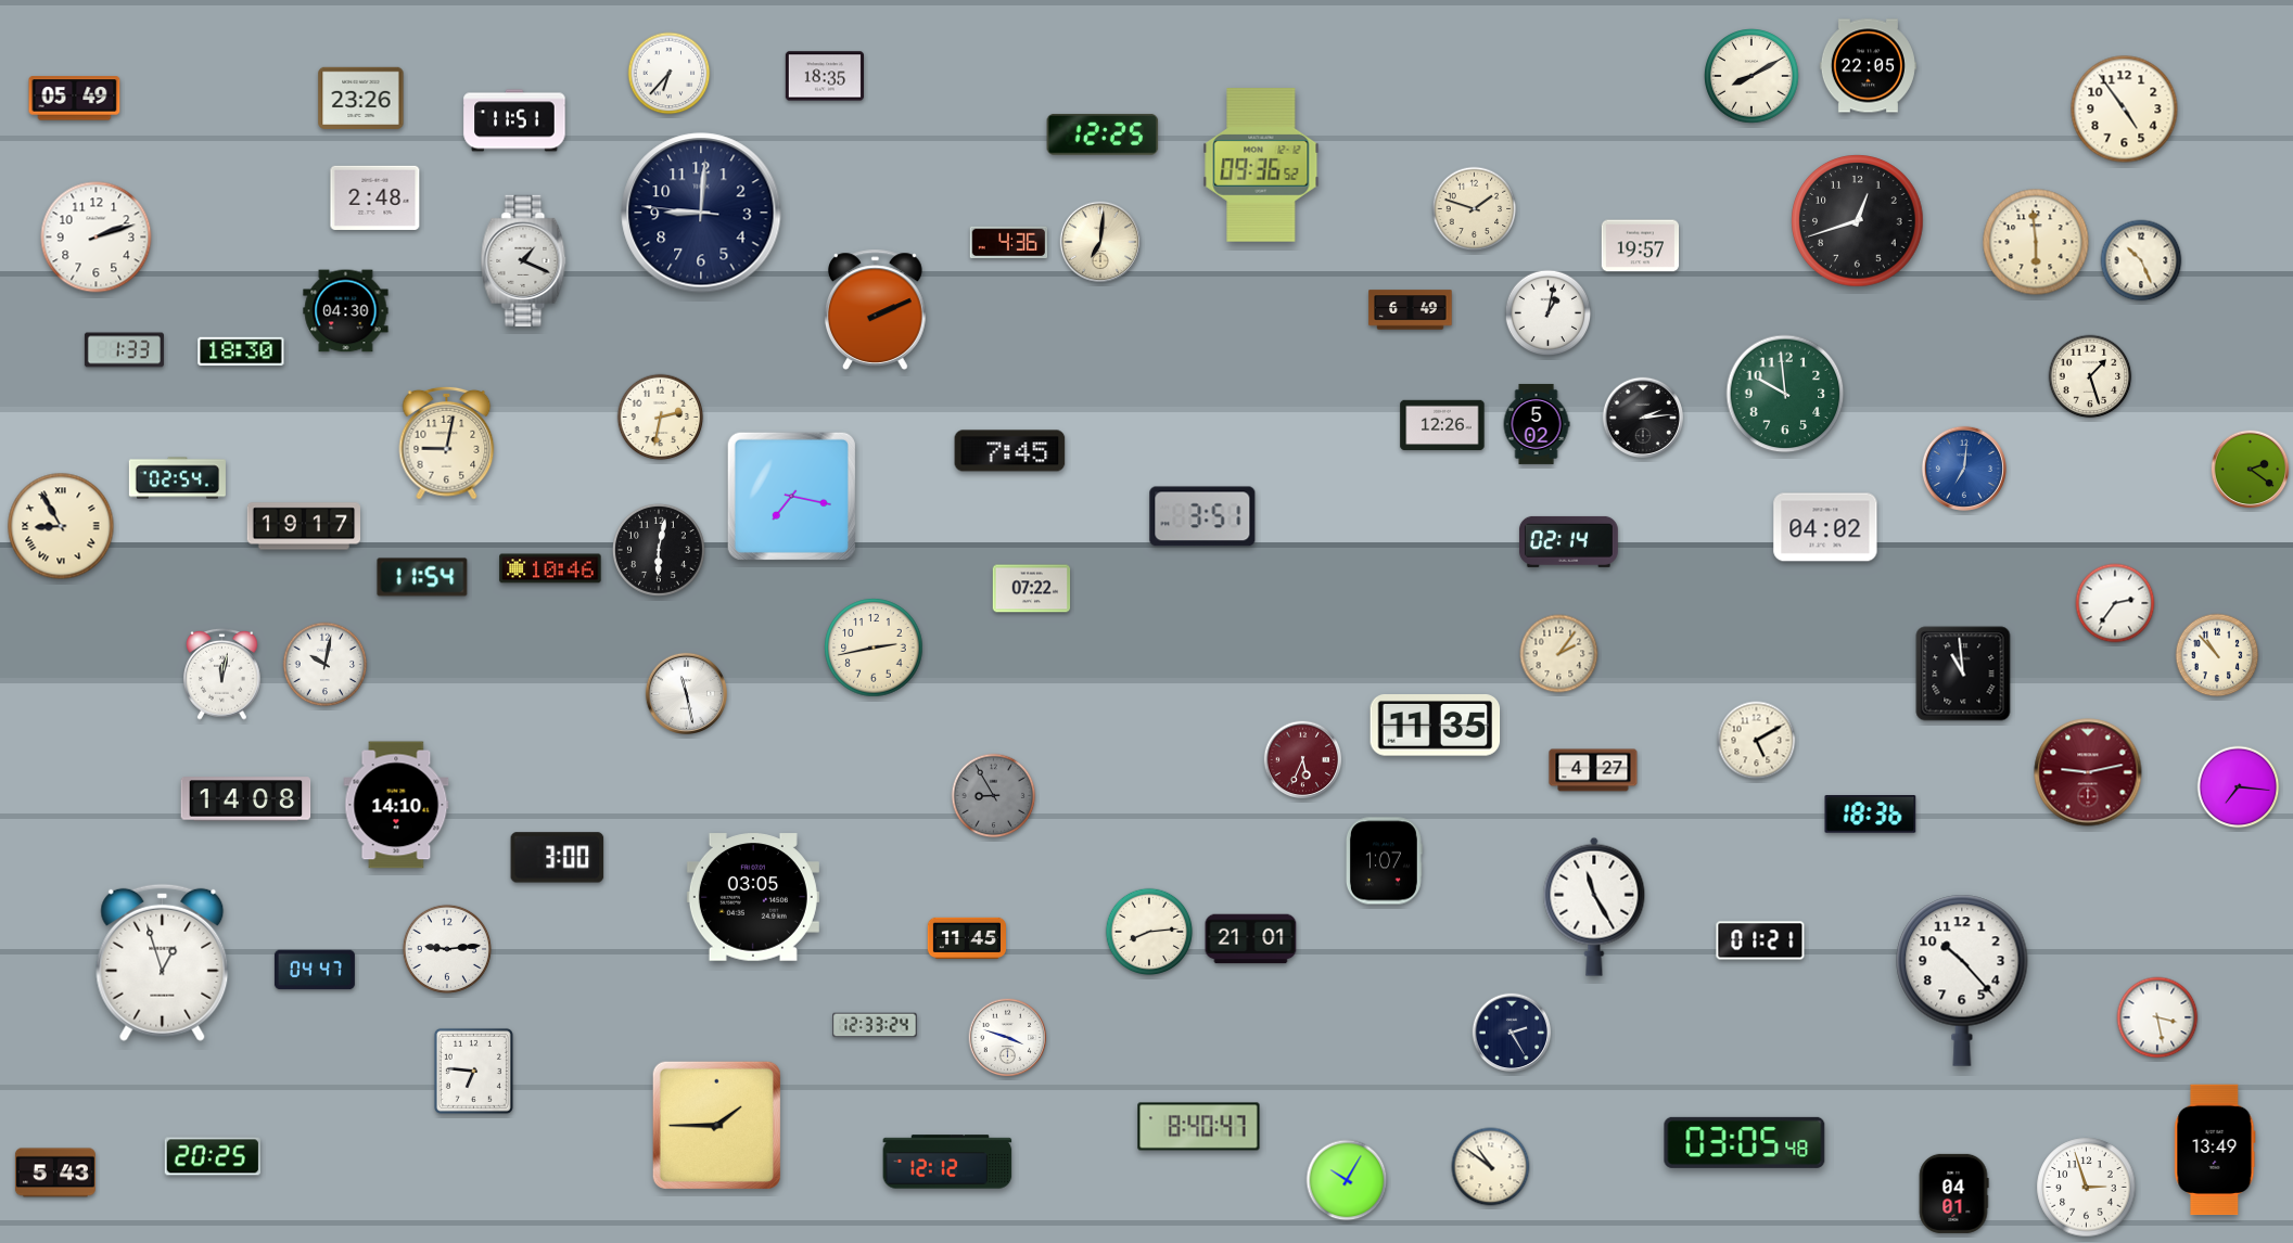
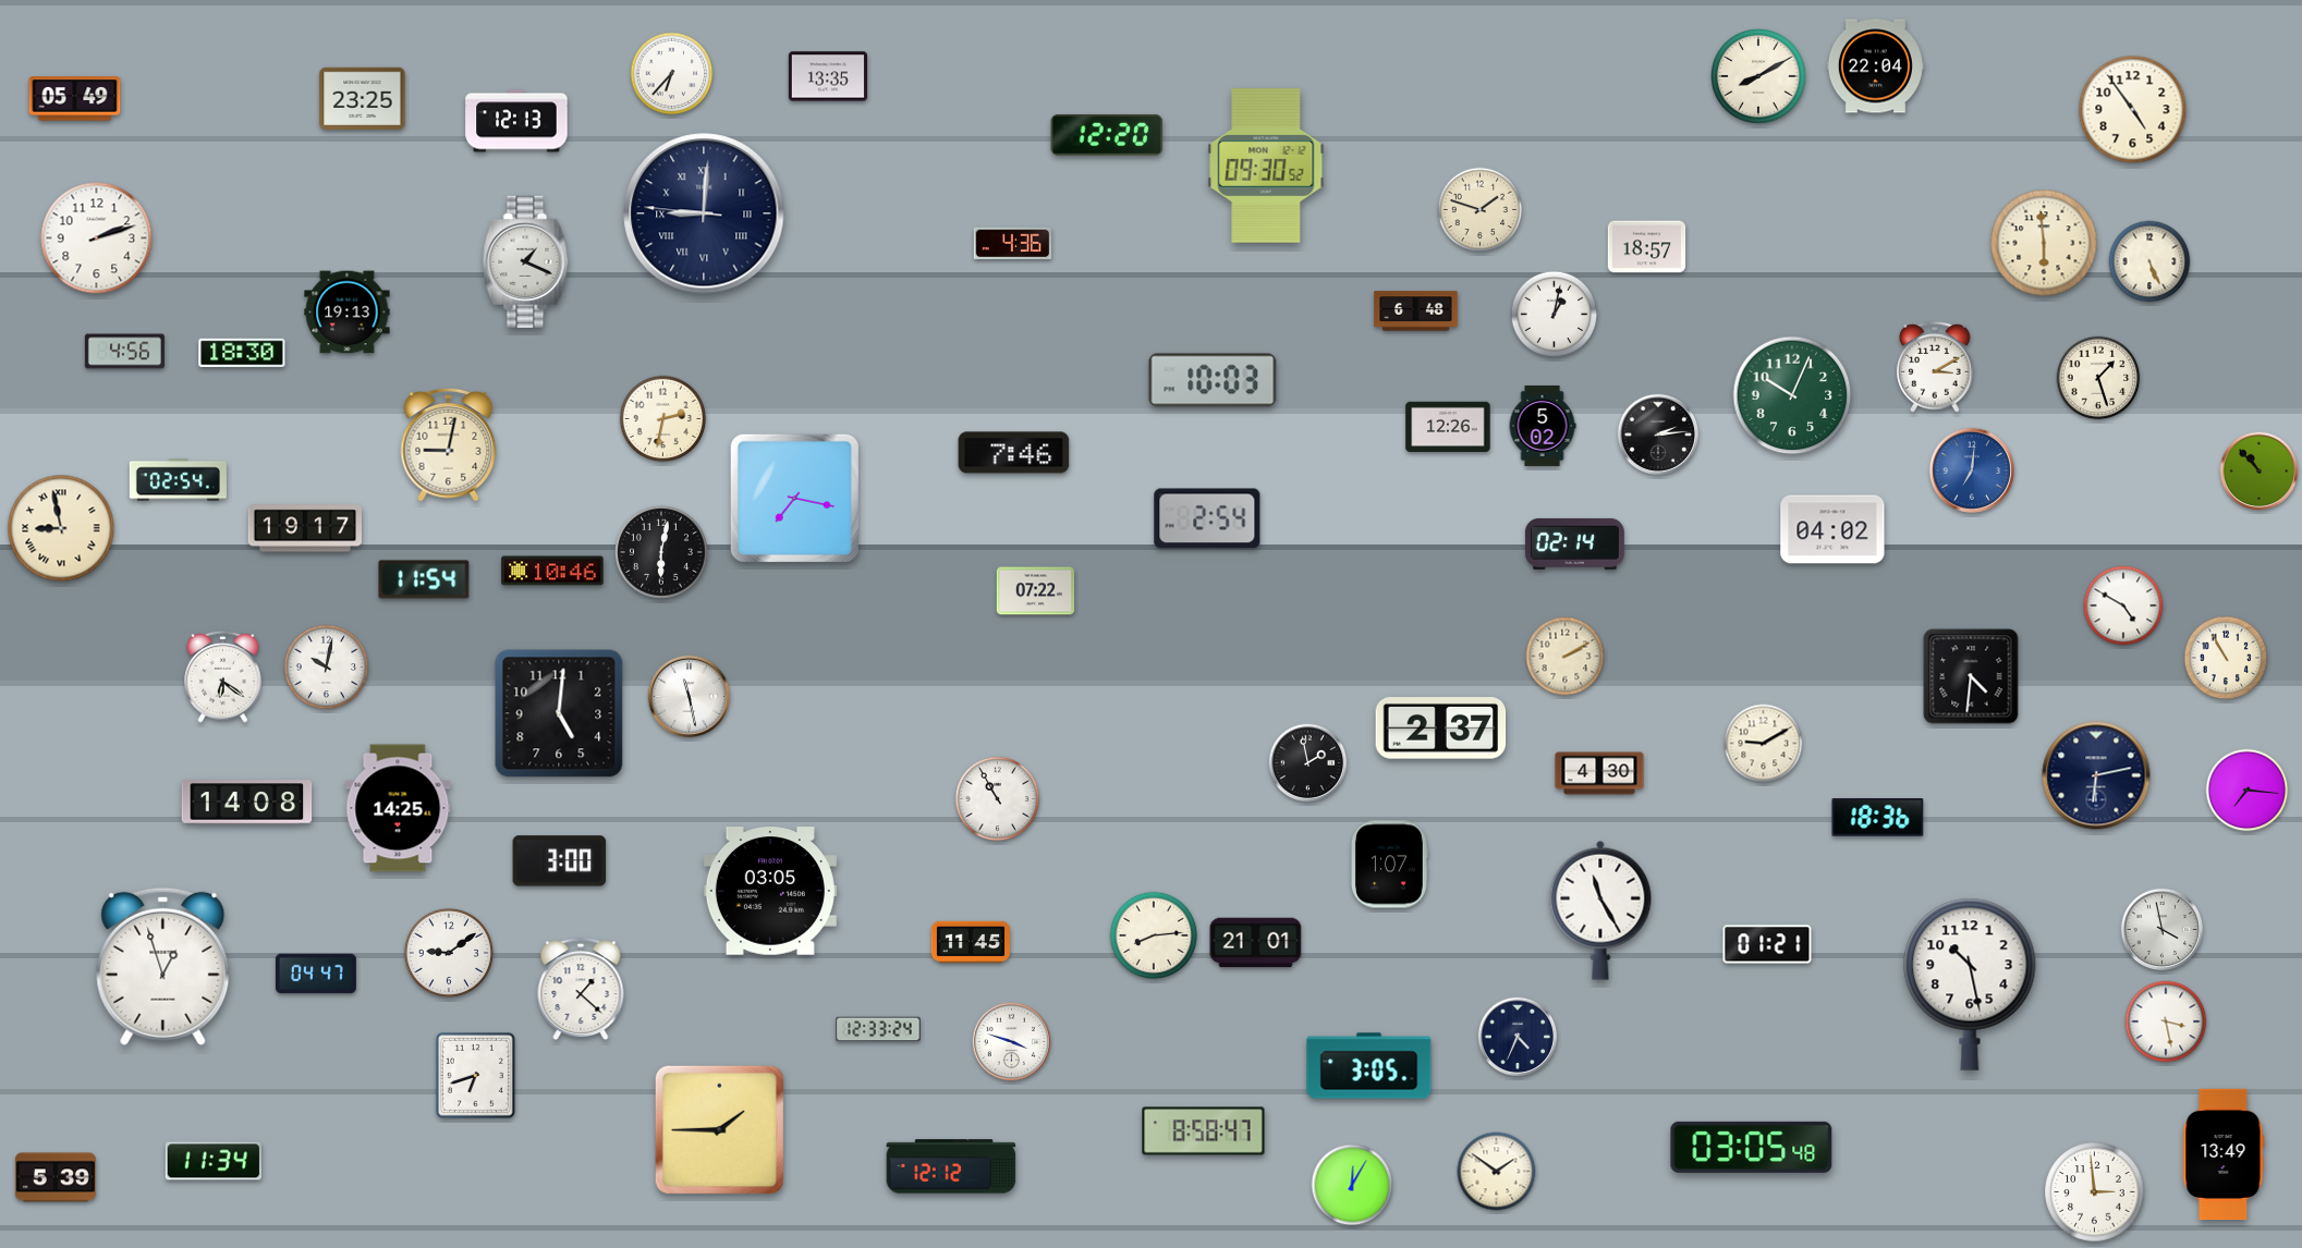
clock at (1868, 66): 22:05 -> 22:04
clock at (824, 76): 18:35 -> 13:35
clock at (361, 98): 23:26 -> 23:25
clock at (514, 120): 11:51 -> 12:13
clock at (1103, 134): 12:25 -> 12:20
clock at (1261, 165): 09:36 -> 09:30
clock at (375, 197): 2:48 -> none
clock at (701, 213) numerals: Arabic -> Roman
clock at (1858, 221): 12:42 -> none
clock at (1100, 242): 7:01 -> none
clock at (1641, 246): 19:57 -> 18:57
clock at (2141, 260): 10:26 -> 5:26
clock at (875, 309): 2:11 -> none
clock at (1411, 310): 6:49 -> 6:48
clock at (346, 311): 04:30 -> 19:13
clock at (124, 350): 1:33 -> 4:56
clock at (1935, 367): none -> 3:10
clock at (1213, 380): none -> 10:03
clock at (1785, 394): 9:59 -> 10:04
clock at (1643, 418) position: (1643, 418) -> (1658, 435)
clock at (1010, 451): 7:45 -> 7:46
clock at (2251, 470): 2:21 -> 10:53
clock at (1202, 516): 3:51 -> 2:54
clock at (61, 526): 8:55 -> 8:58
clock at (2115, 603): 2:36 -> 4:50
clock at (874, 648): 2:43 -> none
clock at (1559, 654): 2:06 -> 2:10
clock at (2217, 655): 10:53 -> 10:55
clock at (222, 674): 12:02 -> 6:21
clock at (1963, 674): 10:59 -> 4:31
clock at (559, 713): none -> 5:01
clock at (1436, 726): 11:35 -> 2:37
clock at (1757, 741): 5:10 -> 9:10
clock at (1303, 760): 5:34 -> 1:58
clock at (1303, 760) dial: burgundy -> black
clock at (1593, 770): 4:27 -> 4:30
clock at (2088, 772): 9:13 -> 6:13
clock at (2088, 772) dial: burgundy -> navy
clock at (994, 796): 8:55 -> 10:55
clock at (994, 796) dial: grey -> white
clock at (396, 805): 14:10 -> 14:25
clock at (753, 897) position: (753, 897) -> (770, 891)
clock at (2161, 929): none -> 3:58
clock at (447, 949): 9:14 -> 9:09
clock at (1962, 981): 10:23 -> 10:28
clock at (581, 990): none -> 1:22
clock at (1512, 1033): 2:25 -> 4:34
clock at (1369, 1066): none -> 3:05
clock at (473, 1071): 6:46 -> 6:42
clock at (1199, 1127): 8:40 -> 8:58
clock at (213, 1156): 20:25 -> 11:34
clock at (1491, 1167): 10:51 -> 1:51
clock at (55, 1172): 5:43 -> 5:39
clock at (1347, 1180): 10:05 -> 12:05
clock at (2087, 1188): 2:57 -> 2:59
clock at (1953, 1193): 04:01 -> none
